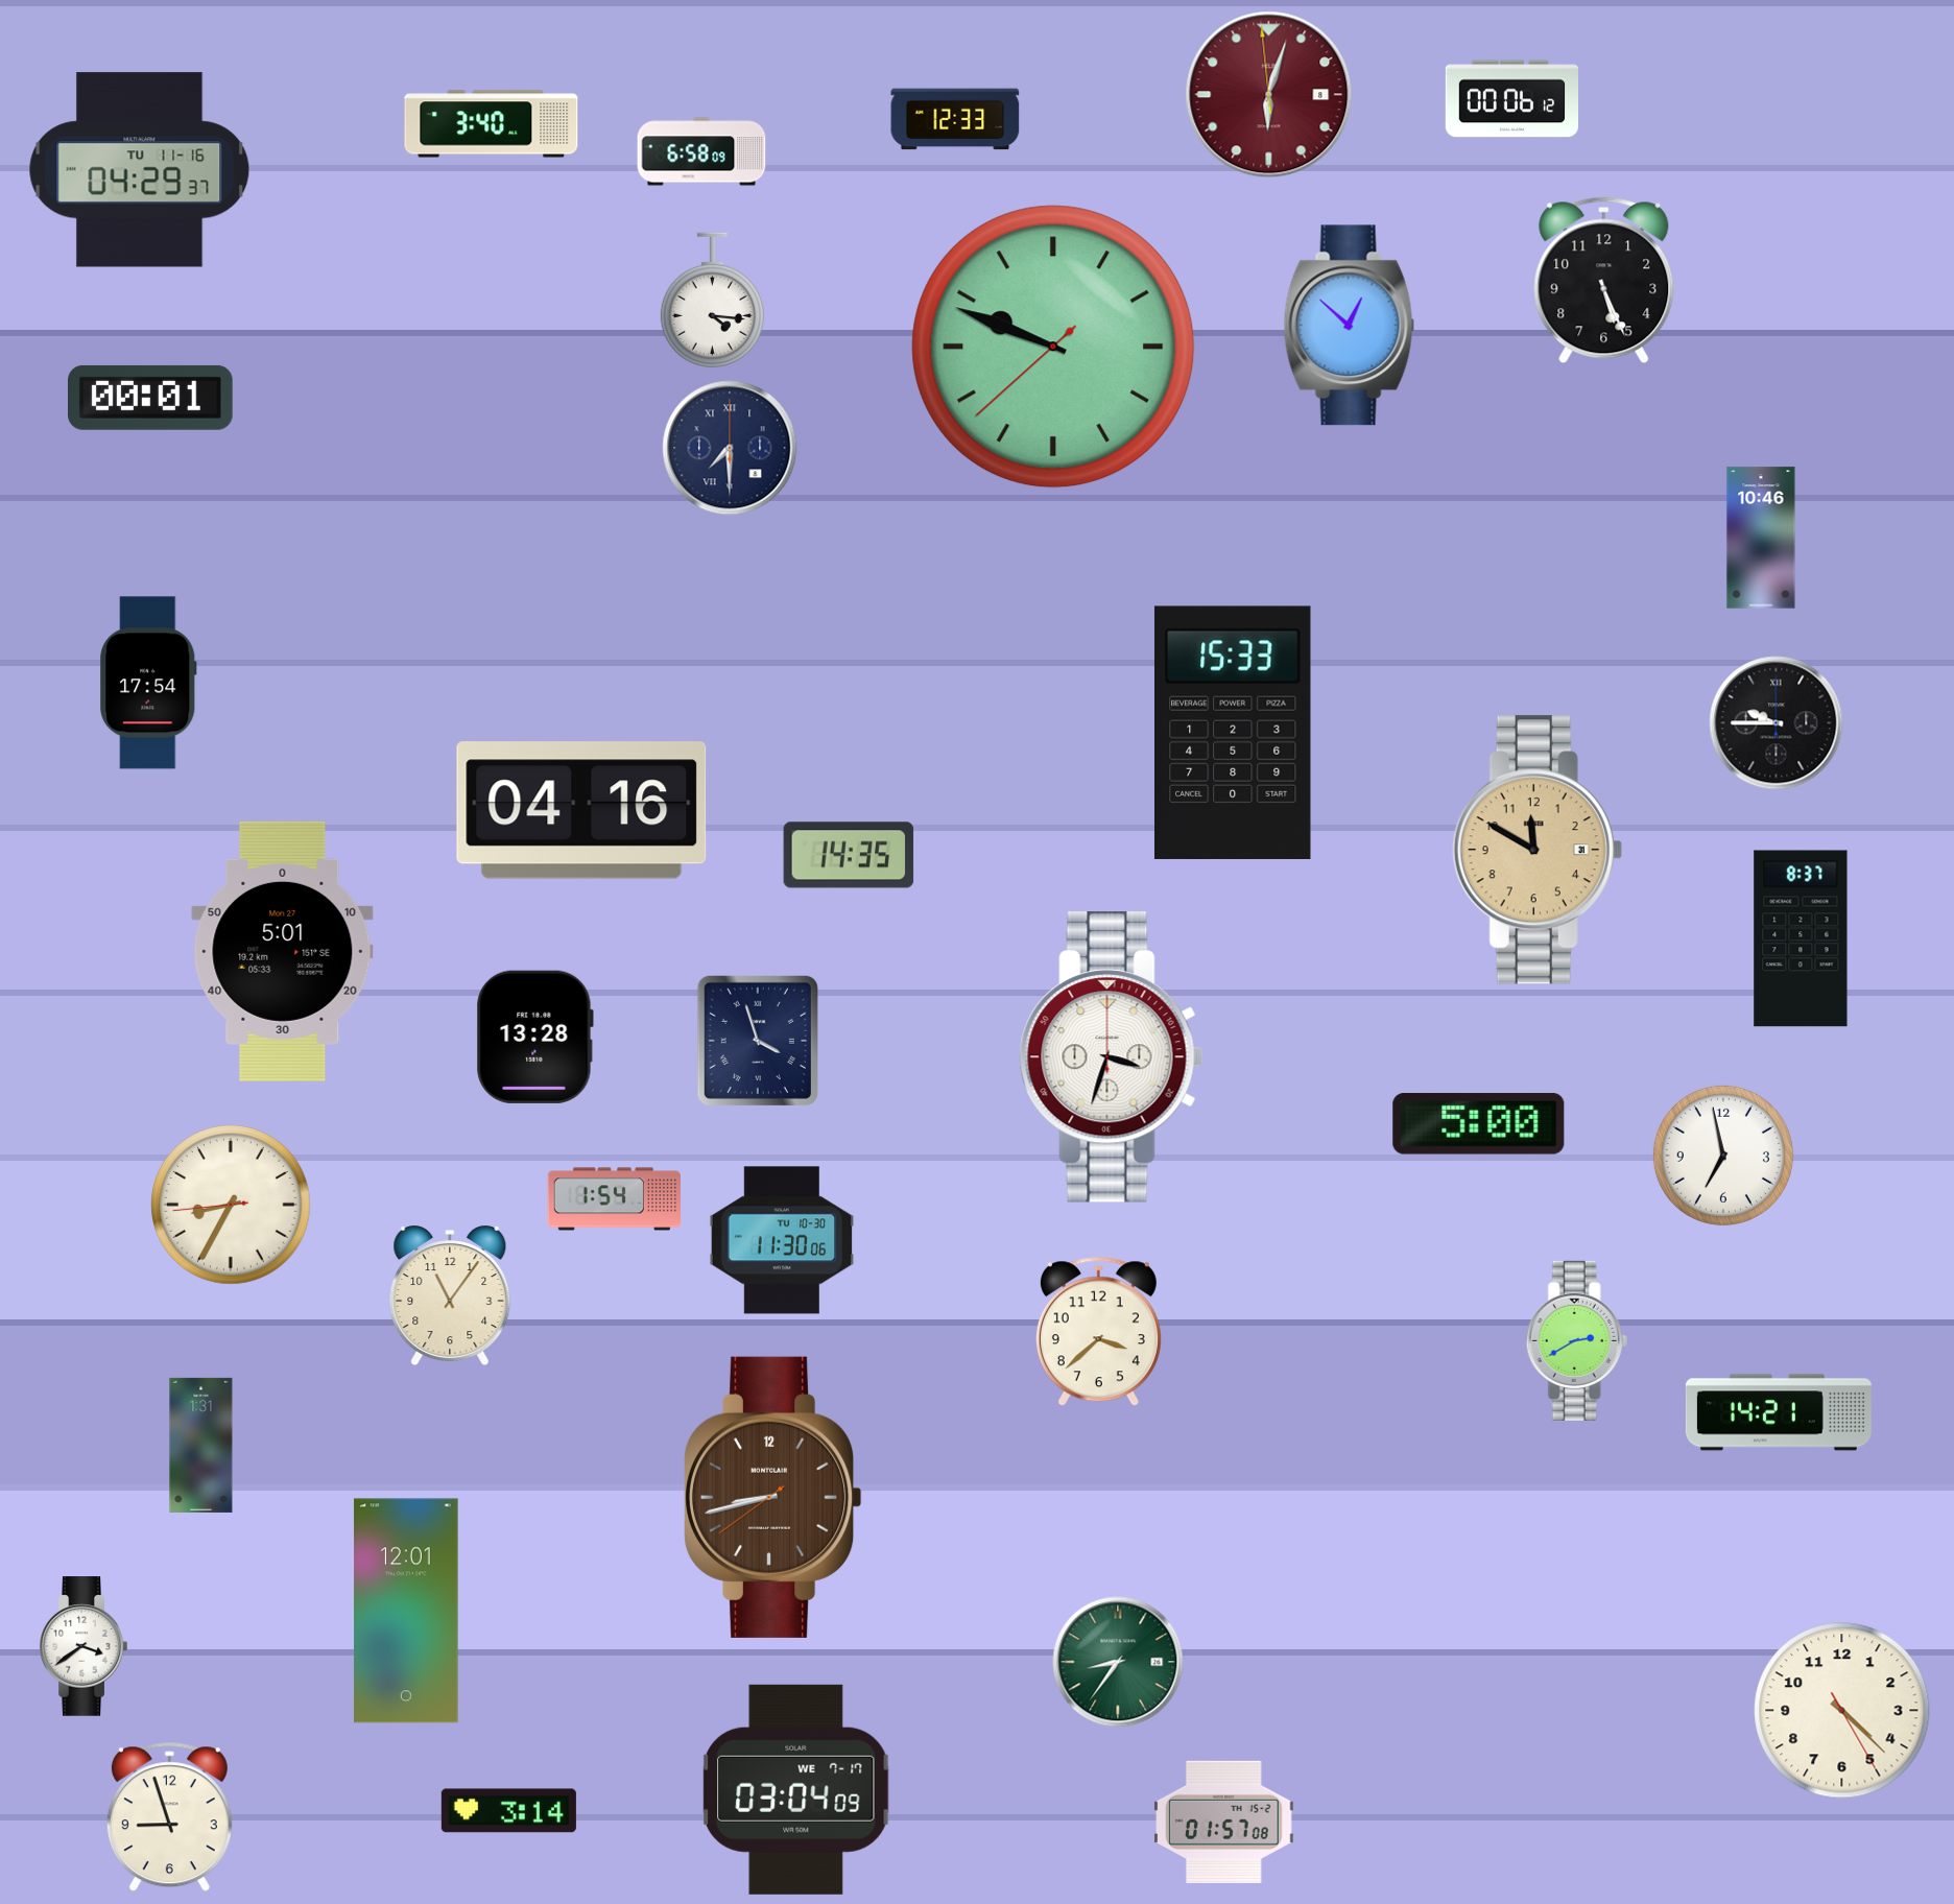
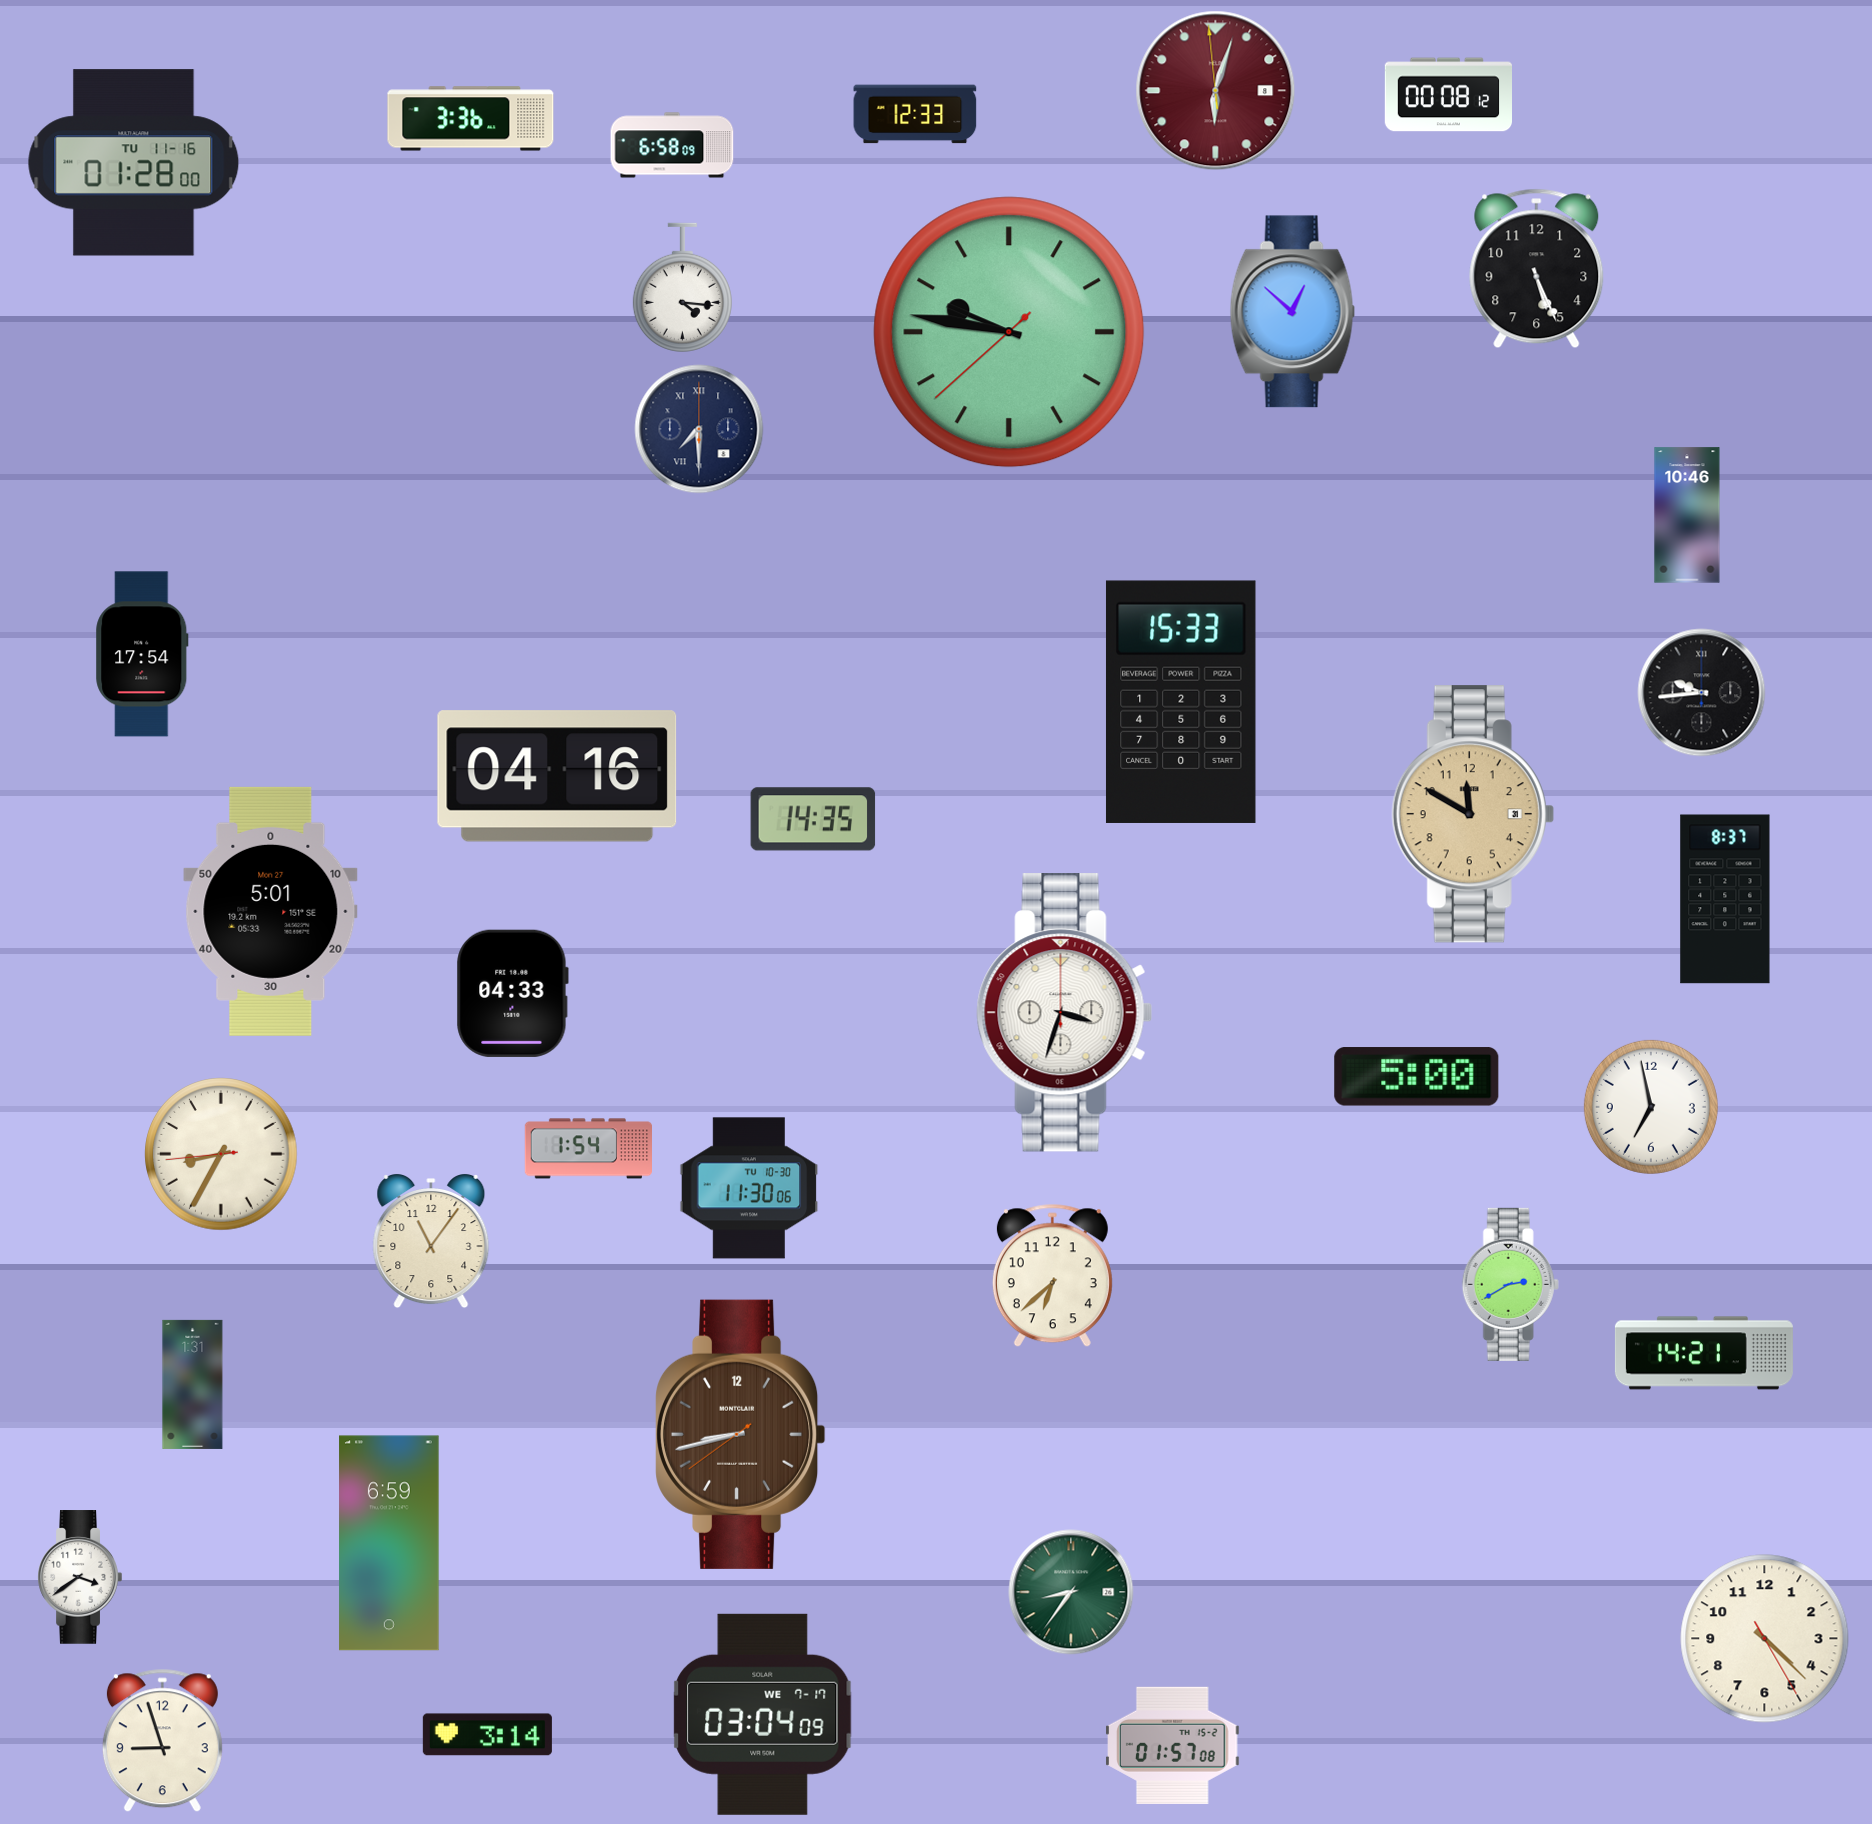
clock at (1511, 99): 00:06 -> 00:08
clock at (492, 124): 3:40 -> 3:36
clock at (140, 170): 04:29 -> 01:28
clock at (1053, 347): 9:48 -> 9:46
clock at (151, 398): 00:01 -> none
clock at (1777, 723): 9:45 -> 9:44
clock at (534, 1037): 13:28 -> 04:33
clock at (758, 1041): 3:57 -> none
clock at (1098, 1332): 3:38 -> 6:38
clock at (406, 1611): 12:01 -> 6:59
